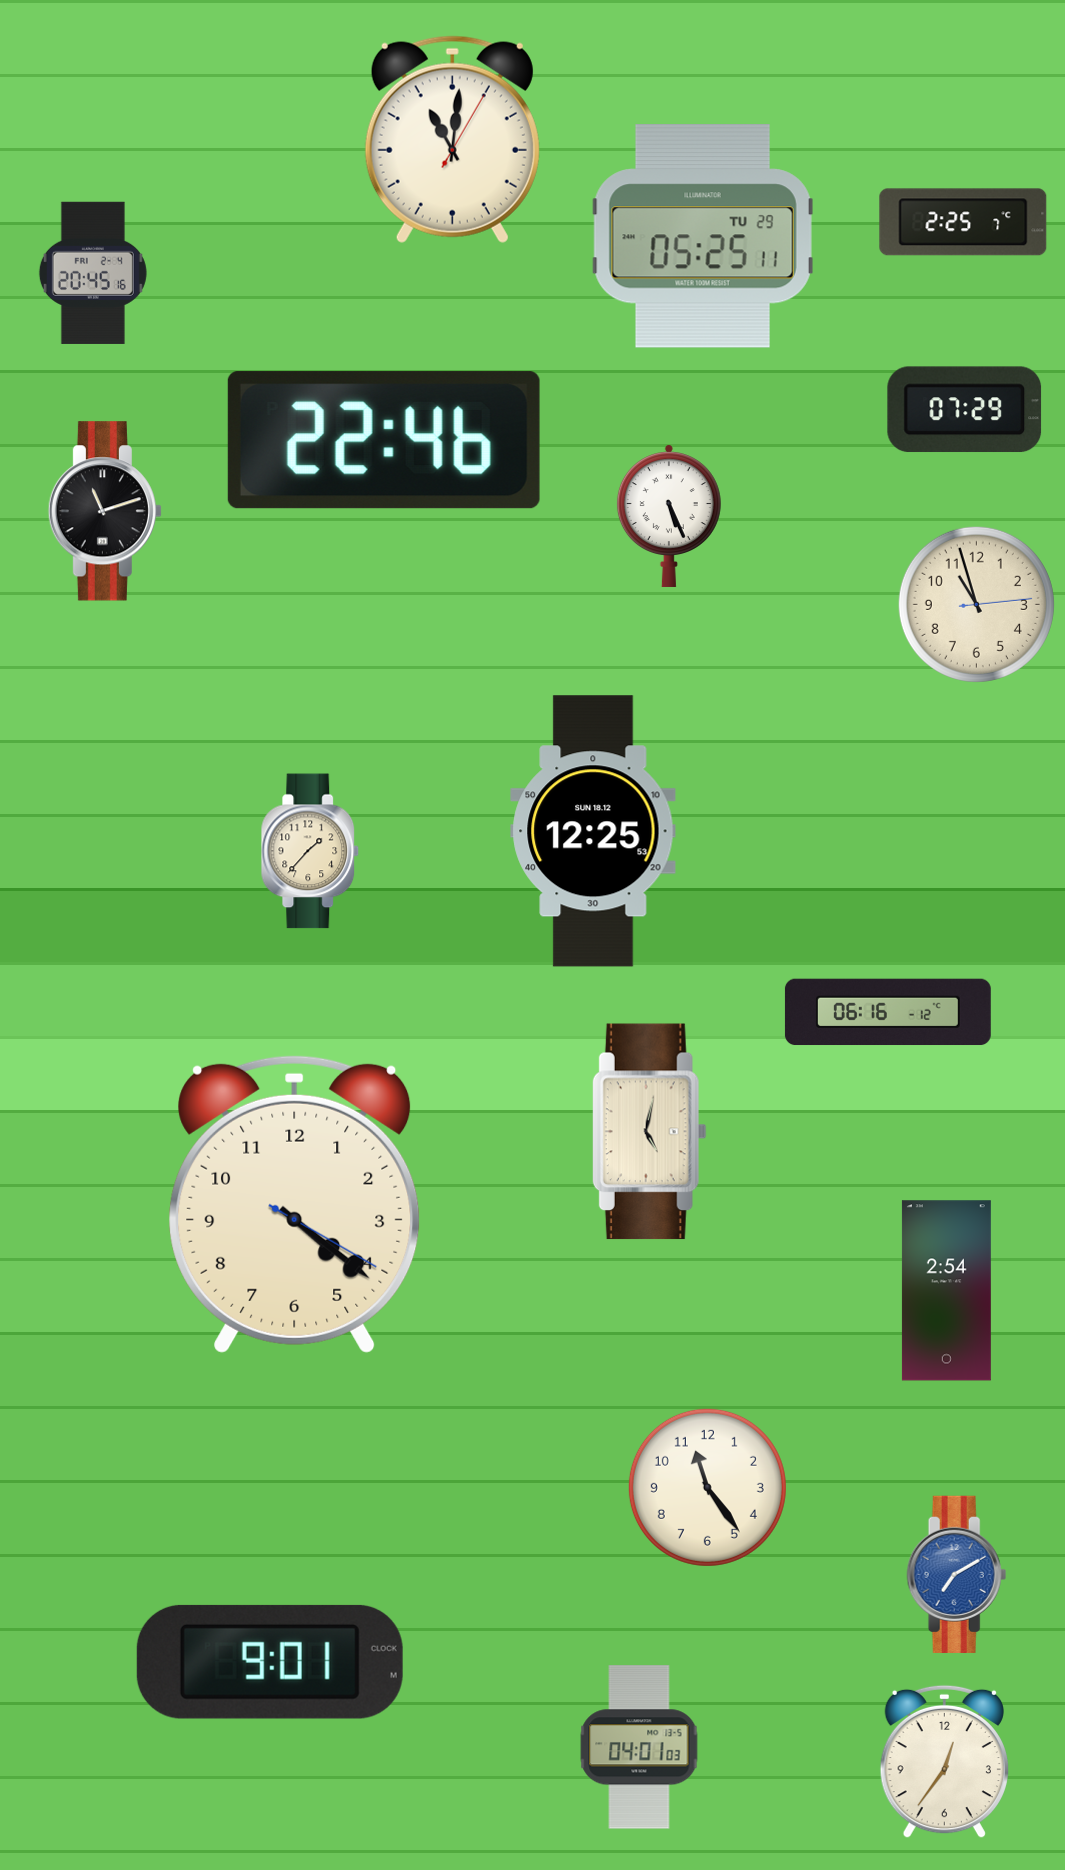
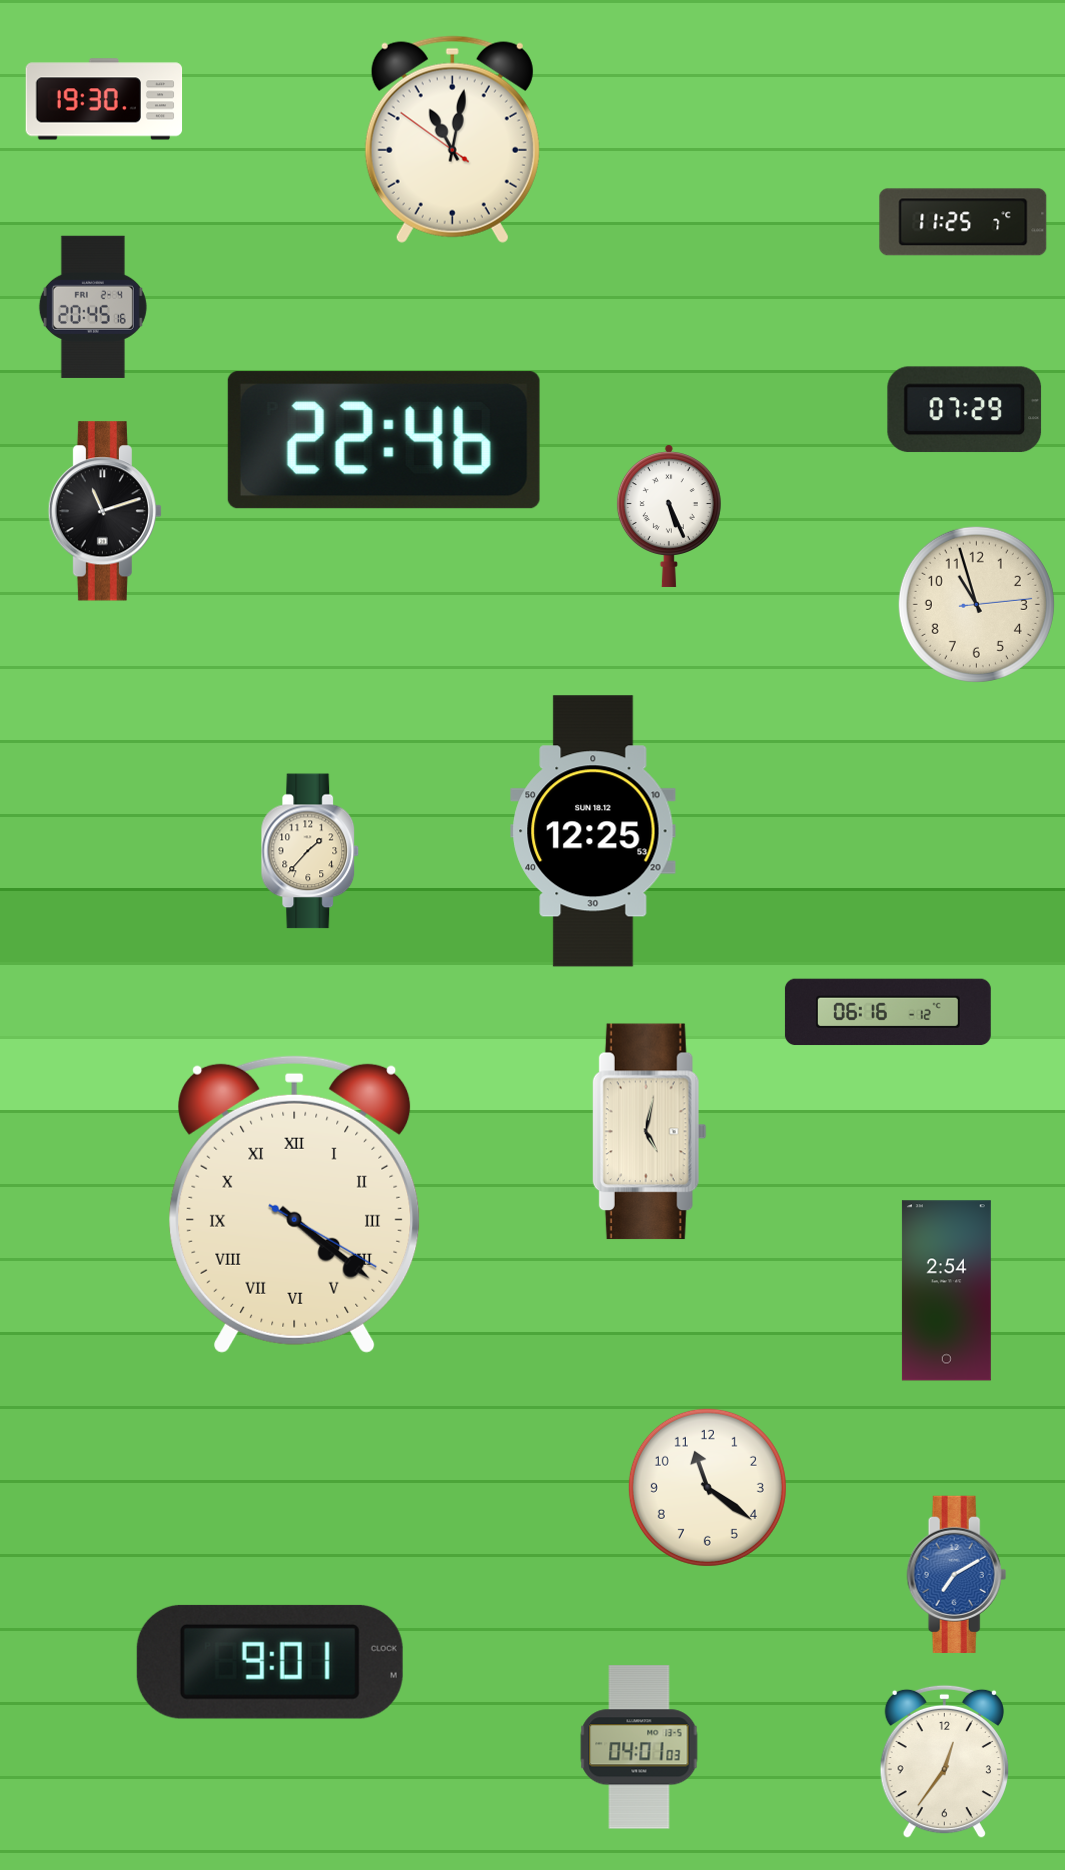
clock at (104, 99): none -> 19:30
clock at (452, 139): 11:01:05 -> 11:01:51
clock at (963, 222): 2:25 -> 11:25
clock at (703, 236): 05:25 -> none
clock at (93, 273) position: (93, 273) -> (93, 307)
clock at (295, 1204) numerals: Arabic -> Roman
clock at (707, 1487): 11:24 -> 11:21
